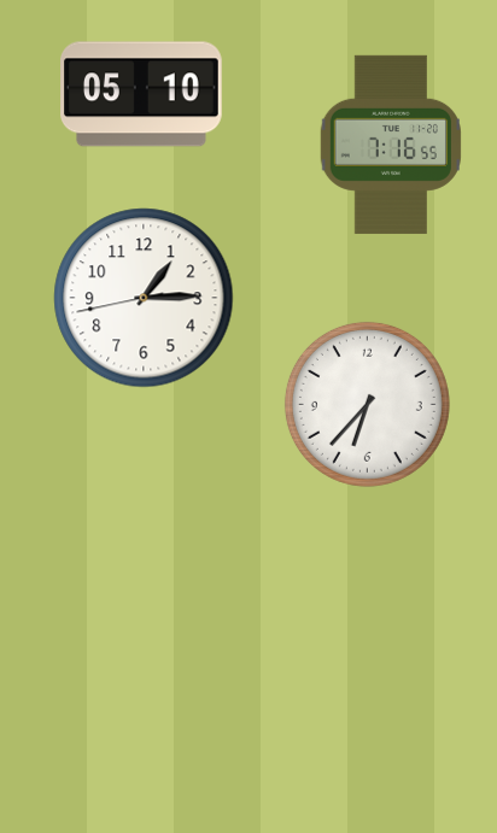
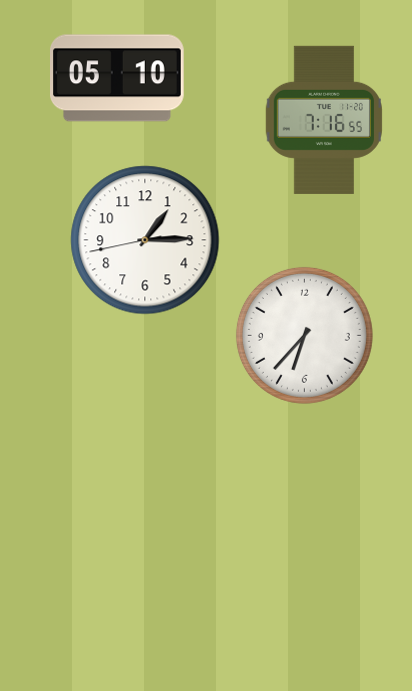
clock at (144, 298) position: (144, 298) -> (145, 240)
